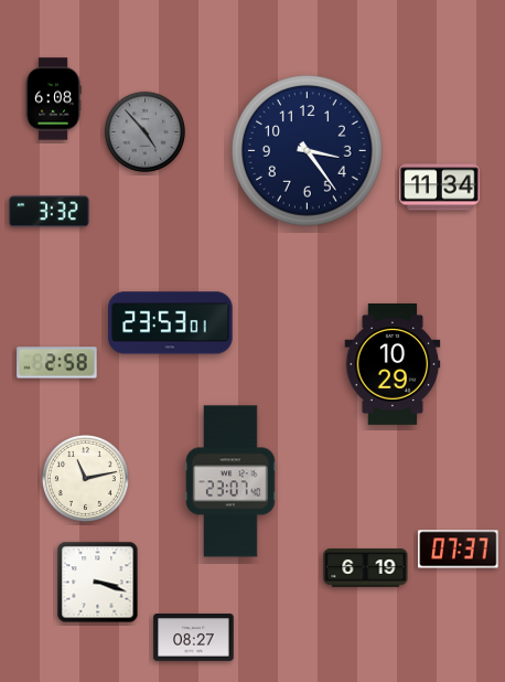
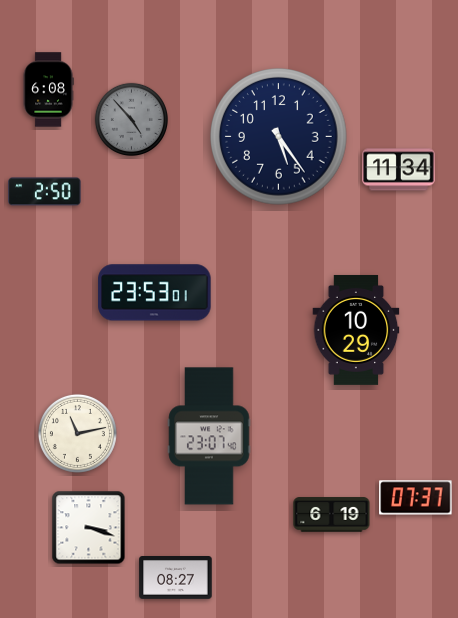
clock at (308, 151): 3:24 -> 5:24
clock at (50, 212): 3:32 -> 2:50
clock at (57, 363): 2:58 -> none
